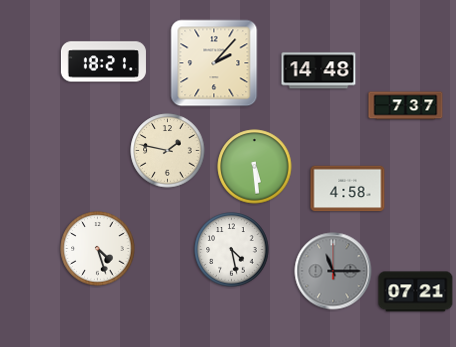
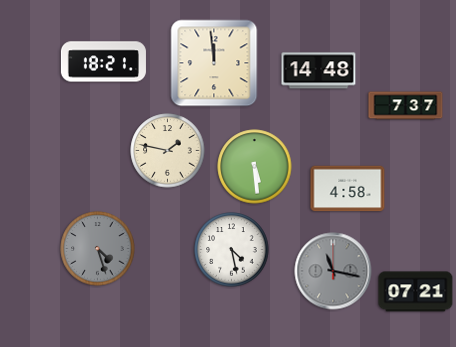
clock at (214, 63): 2:07 -> 11:59
clock at (98, 249) dial: white -> grey
clock at (333, 271): 11:15 -> 11:17
